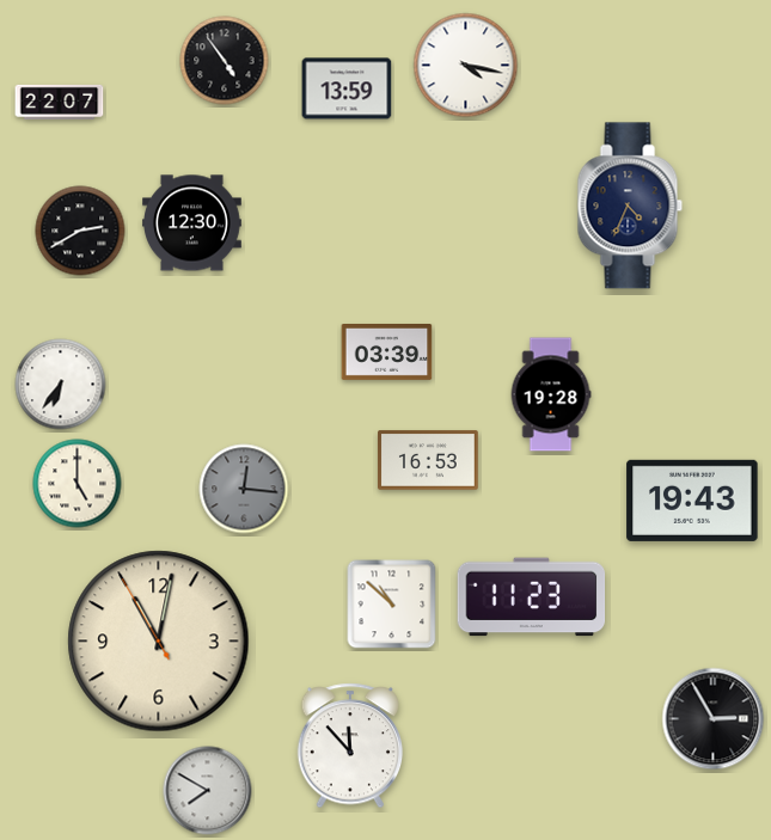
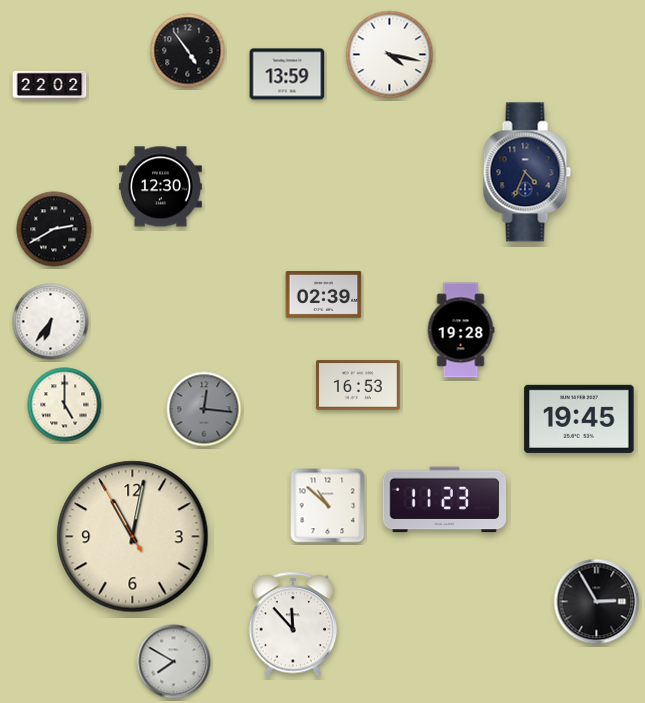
clock at (347, 88) position: (347, 88) -> (287, 74)
clock at (60, 102): 22:07 -> 22:02
clock at (80, 231) position: (80, 231) -> (54, 229)
clock at (387, 352): 03:39 -> 02:39
clock at (692, 501): 19:43 -> 19:45
